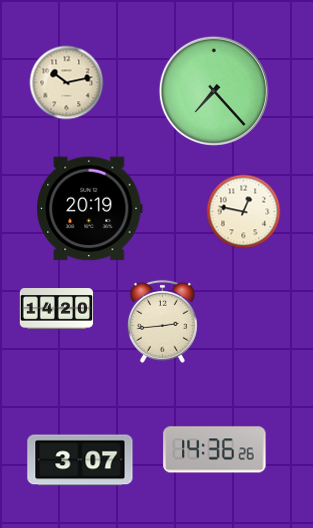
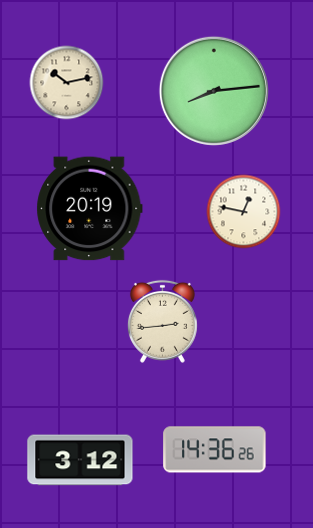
clock at (214, 91): 7:23 -> 8:14
clock at (57, 309): 14:20 -> none
clock at (80, 460): 3:07 -> 3:12
